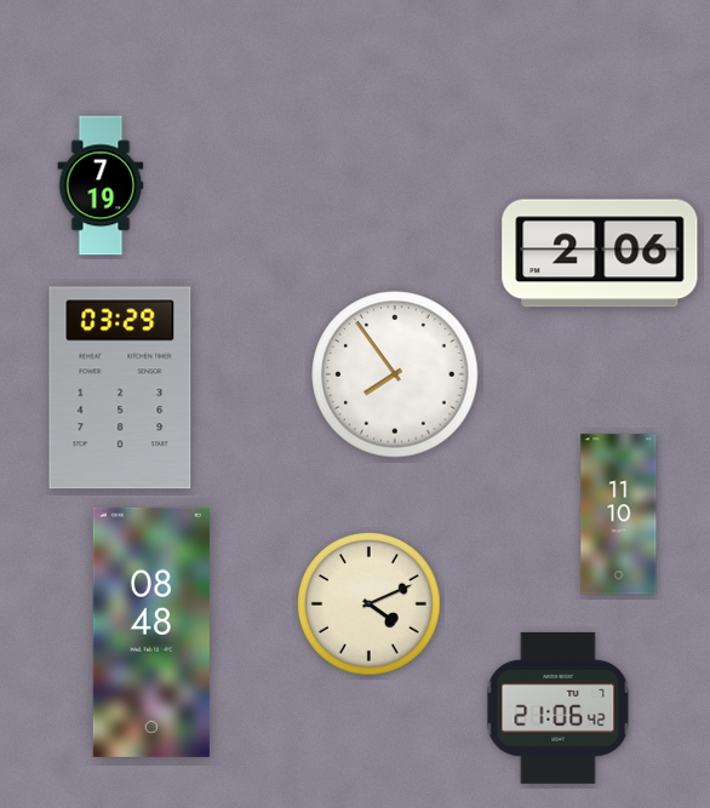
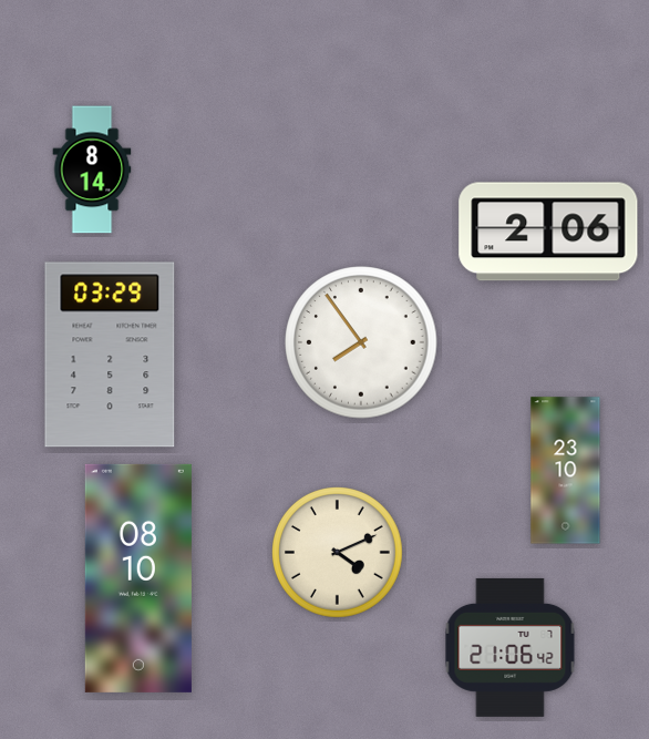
clock at (101, 185): 7:19 -> 8:14
clock at (619, 515): 11:10 -> 23:10
clock at (151, 632): 08:48 -> 08:10
